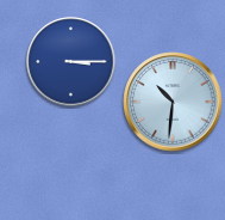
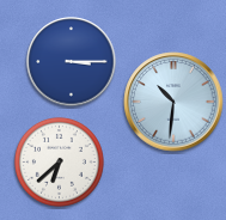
clock at (59, 161): none -> 6:38
